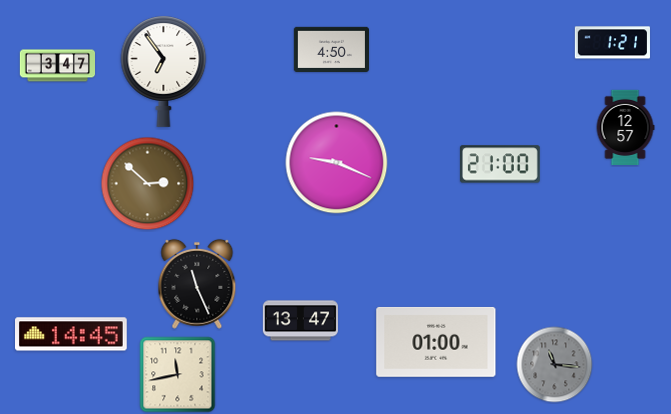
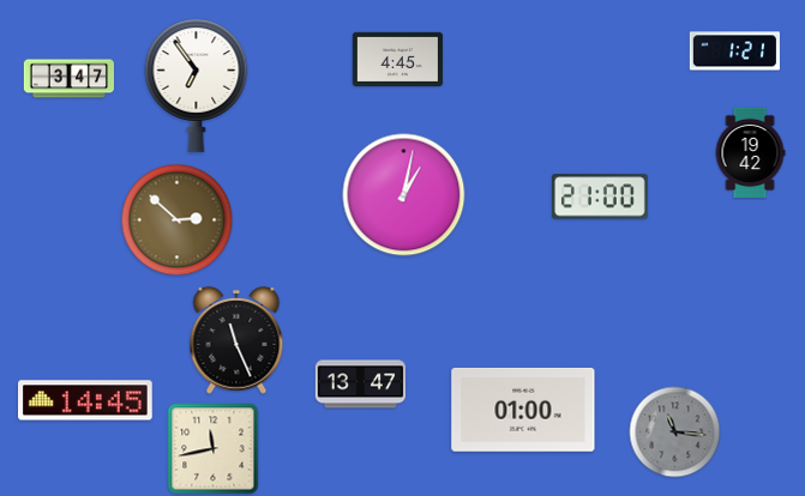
clock at (331, 49): 4:50 -> 4:45
clock at (625, 127): 12:57 -> 19:42
clock at (337, 163): 9:19 -> 1:02
clock at (555, 365) position: (555, 365) -> (675, 433)
